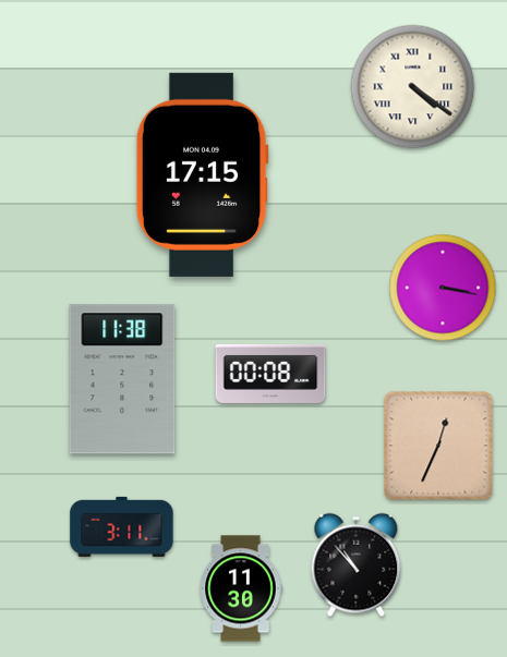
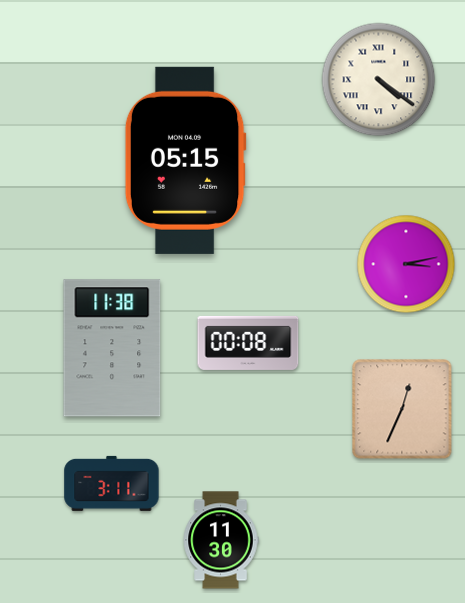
clock at (202, 174): 17:15 -> 05:15
clock at (443, 288): 3:17 -> 3:13
clock at (357, 565): 10:53 -> none
